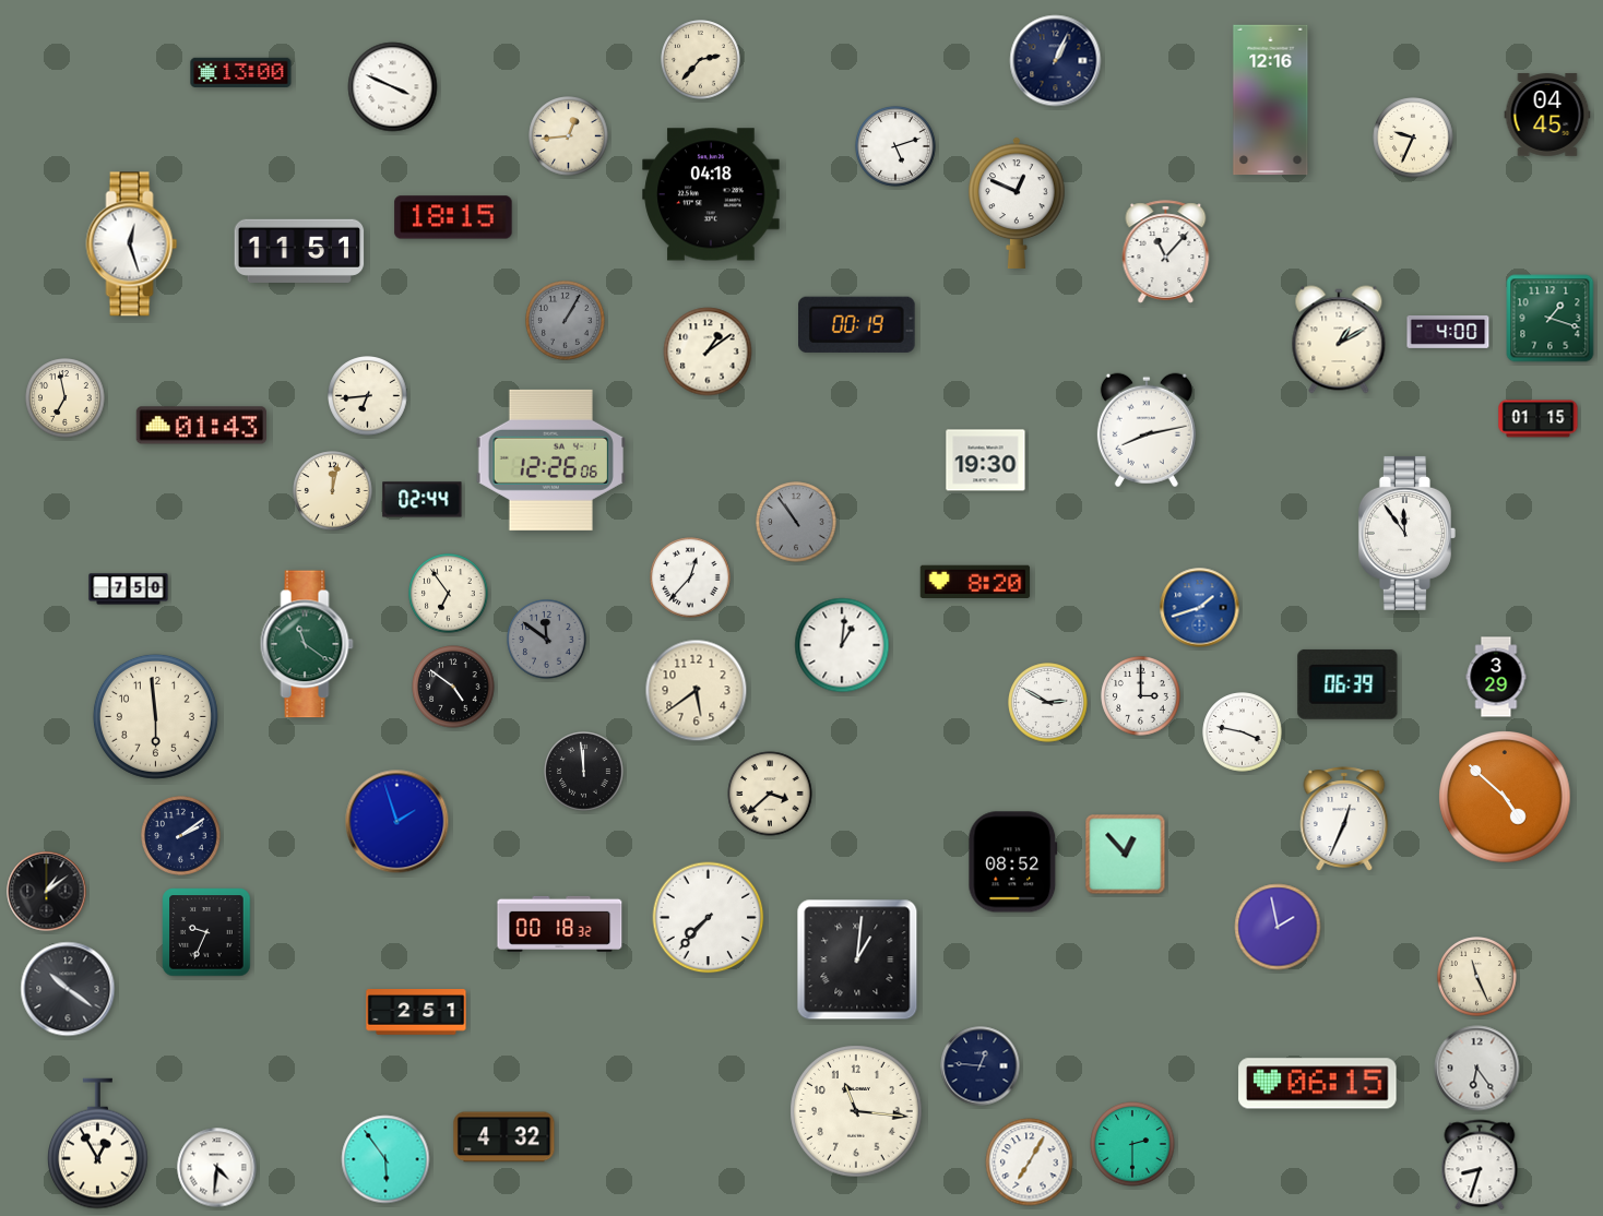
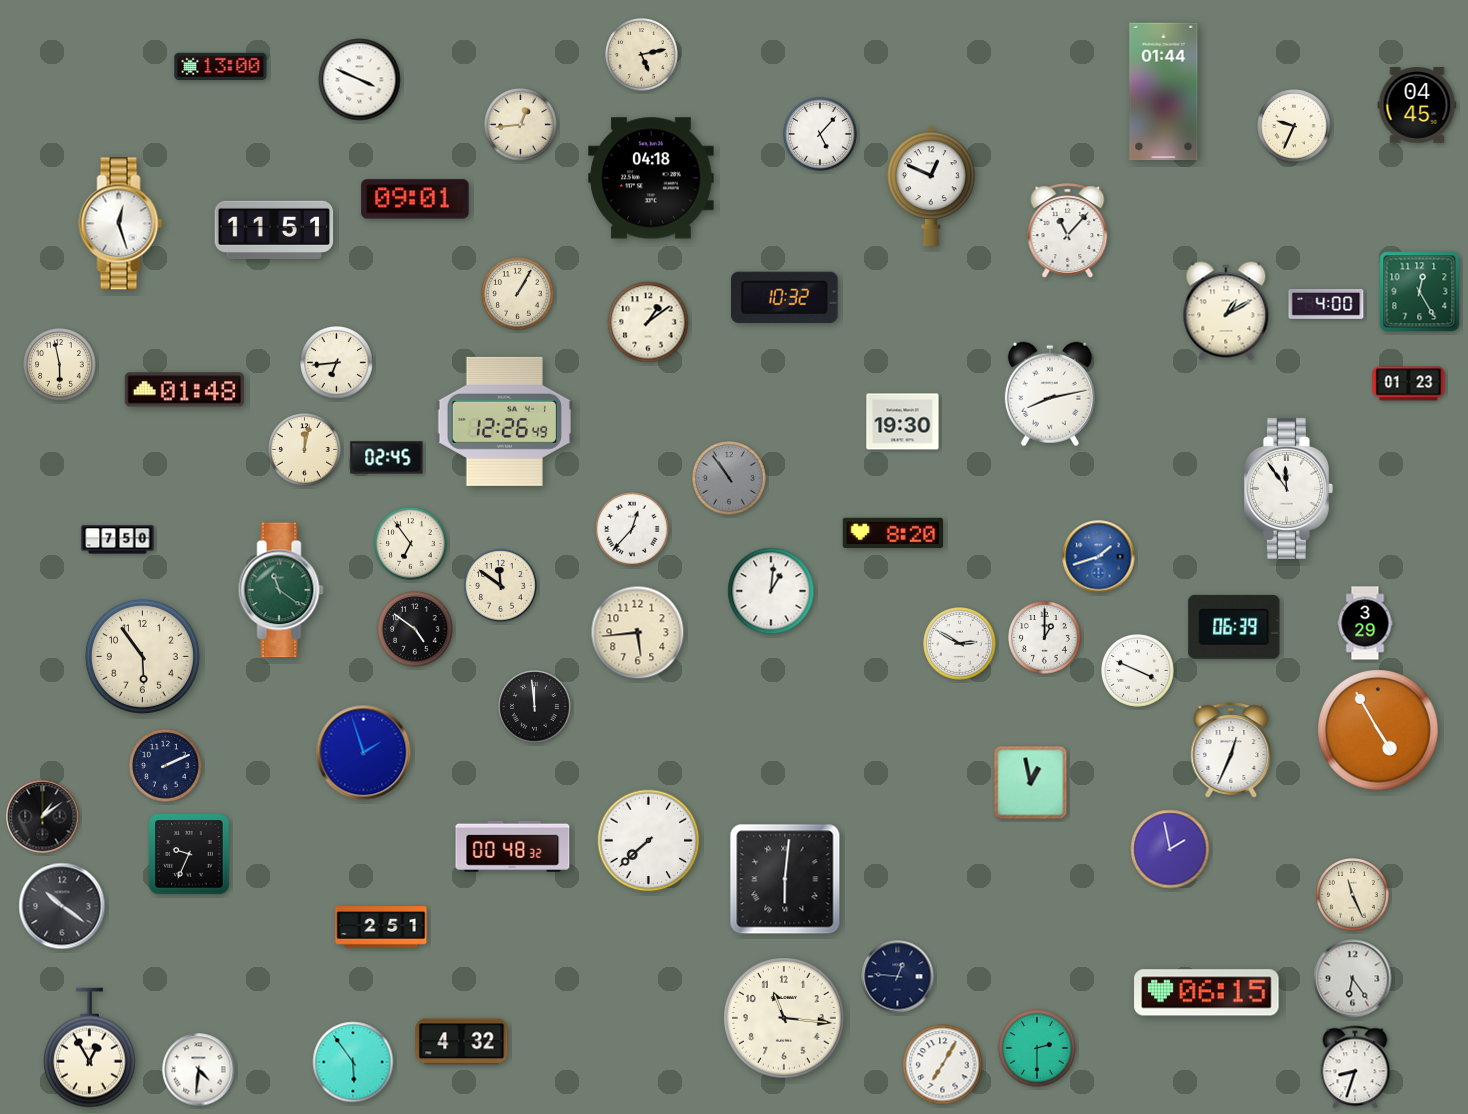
clock at (701, 60): 2:37 -> 5:13
clock at (1056, 61): 1:04 -> none
clock at (1271, 100): 12:16 -> 01:44
clock at (895, 146): 5:12 -> 5:07
clock at (453, 217): 18:15 -> 09:01
clock at (1551, 319): 1:18 -> 12:25
clock at (566, 321) dial: grey -> cream
clock at (857, 324): 00:19 -> 10:32
clock at (66, 398): 6:58 -> 5:58
clock at (1539, 419): 01:15 -> 01:23
clock at (201, 426): 01:43 -> 01:48
clock at (550, 460): 12:26:06 -> 12:26:49
clock at (423, 500): 02:44 -> 02:45
clock at (547, 640) dial: grey -> cream
clock at (1496, 677) position: (1496, 677) -> (1365, 623)
clock at (697, 691): 5:39 -> 5:44
clock at (1141, 696): 3:00 -> 1:00
clock at (155, 716): 5:59 -> 5:54
clock at (1243, 732): 3:47 -> 3:49
clock at (770, 794): 3:38 -> none
clock at (1505, 797): 4:52 -> 4:55
clock at (181, 836): 2:09 -> 2:11
clock at (1126, 855): 12:53 -> 12:58
clock at (1013, 862): 08:52 -> none
clock at (709, 918): 7:37 -> 7:38
clock at (560, 923): 00:18 -> 00:48
clock at (857, 959): 1:01 -> 6:01
